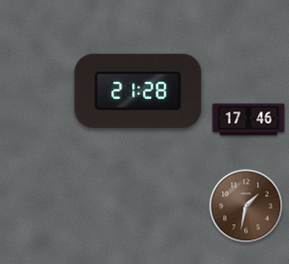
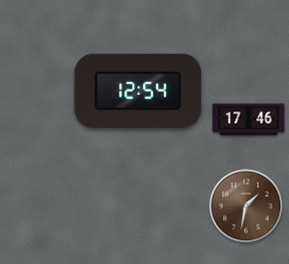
clock at (138, 91): 21:28 -> 12:54
